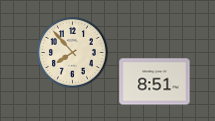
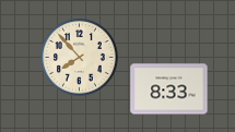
clock at (155, 82): 8:51 -> 8:33
